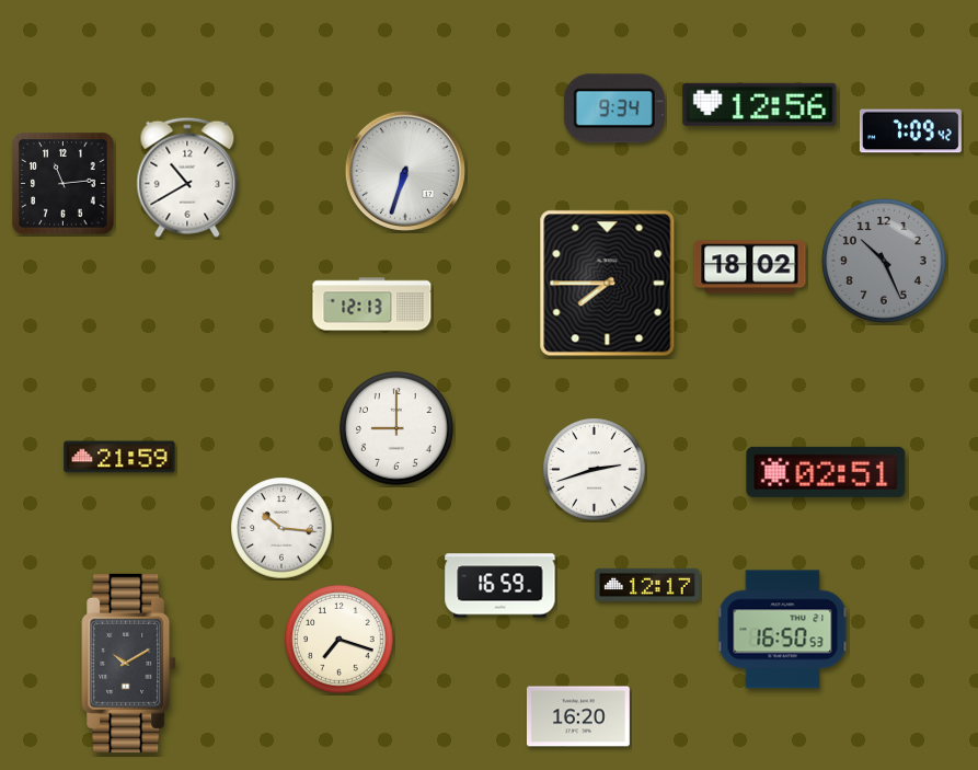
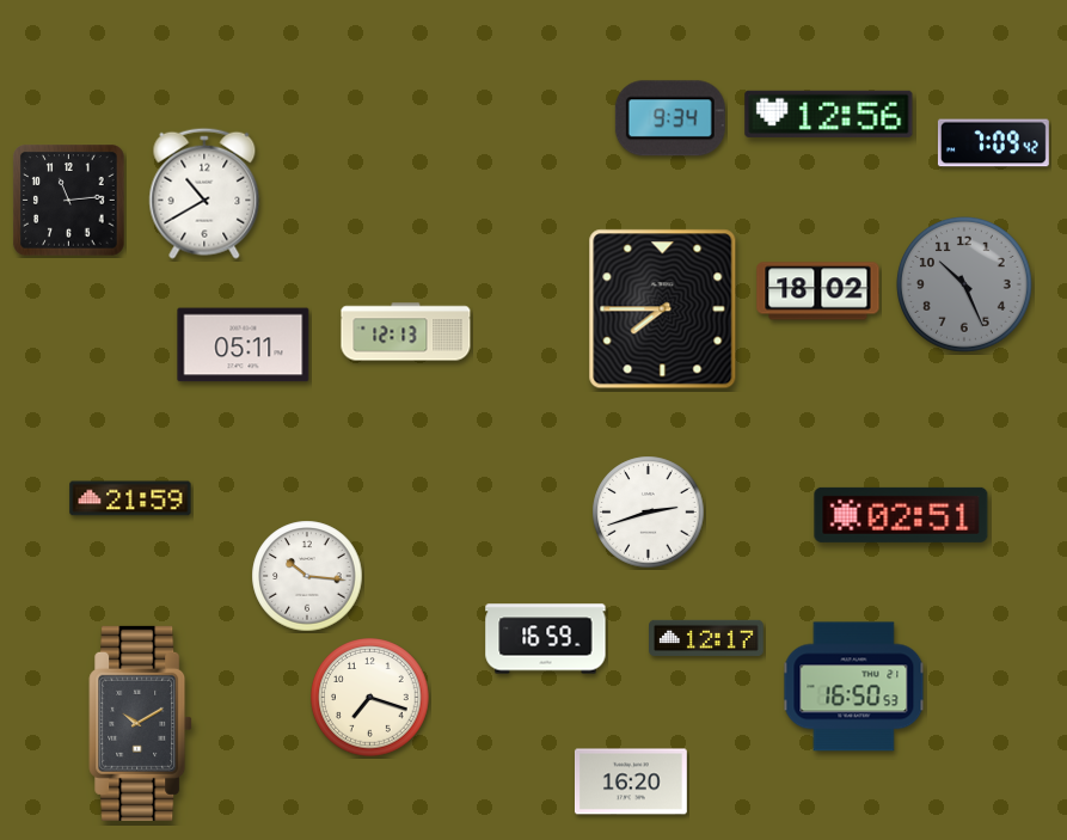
clock at (404, 170): 6:33 -> none
clock at (244, 345): none -> 05:11
clock at (396, 428): 9:00 -> none
